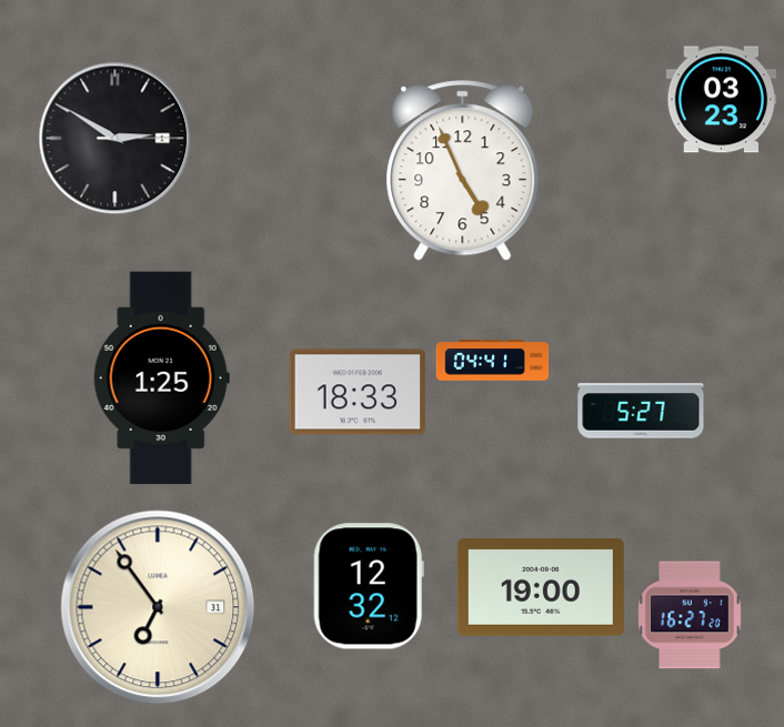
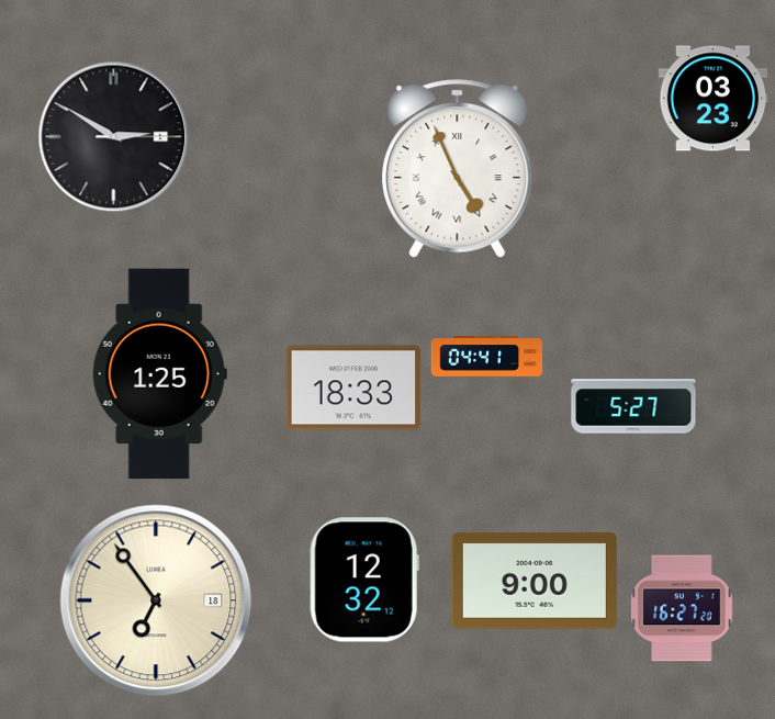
clock at (463, 171) numerals: Arabic -> Roman
clock at (541, 587): 19:00 -> 9:00
clock at (158, 607) date: 31 -> 18
